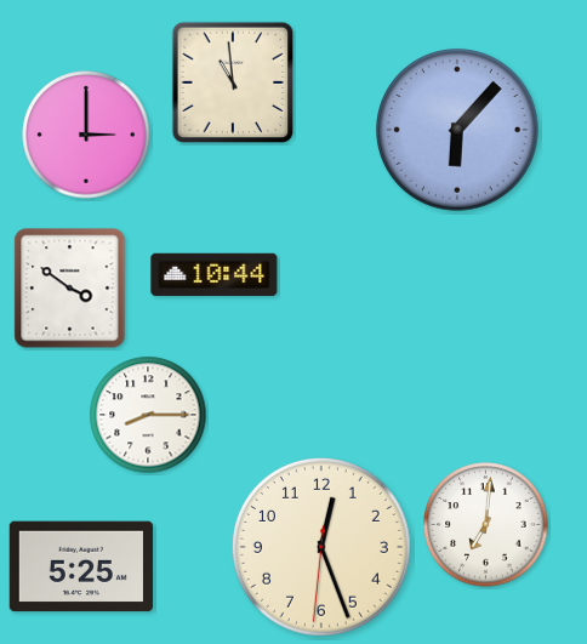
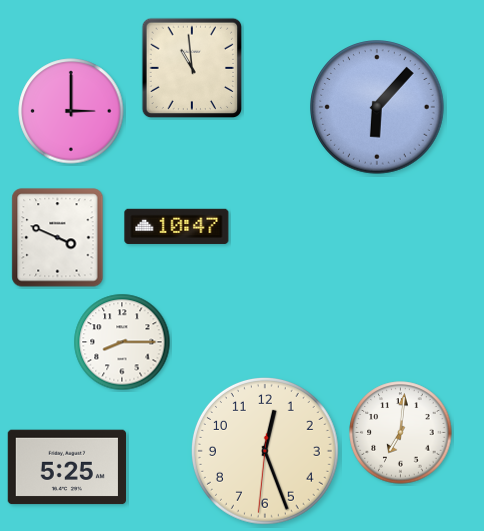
clock at (215, 274): 10:44 -> 10:47
clock at (70, 289): 3:51 -> 3:49
